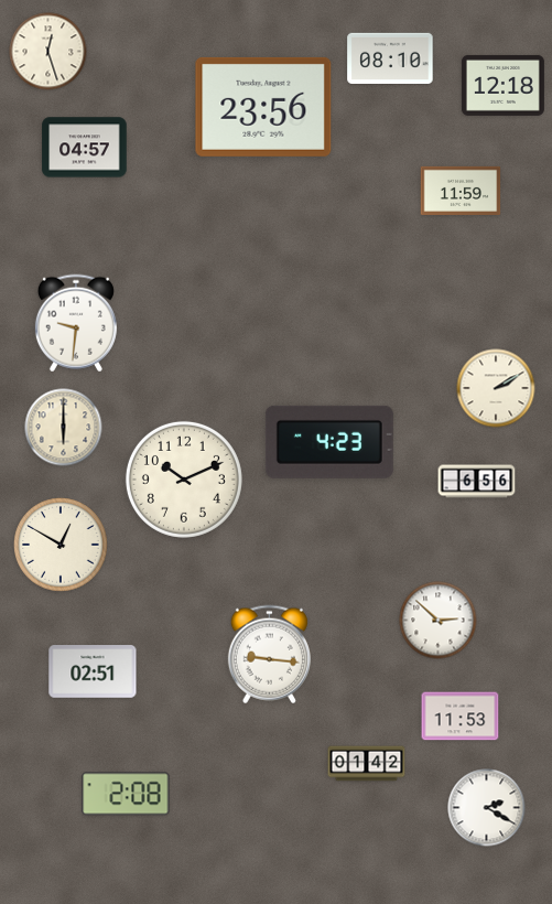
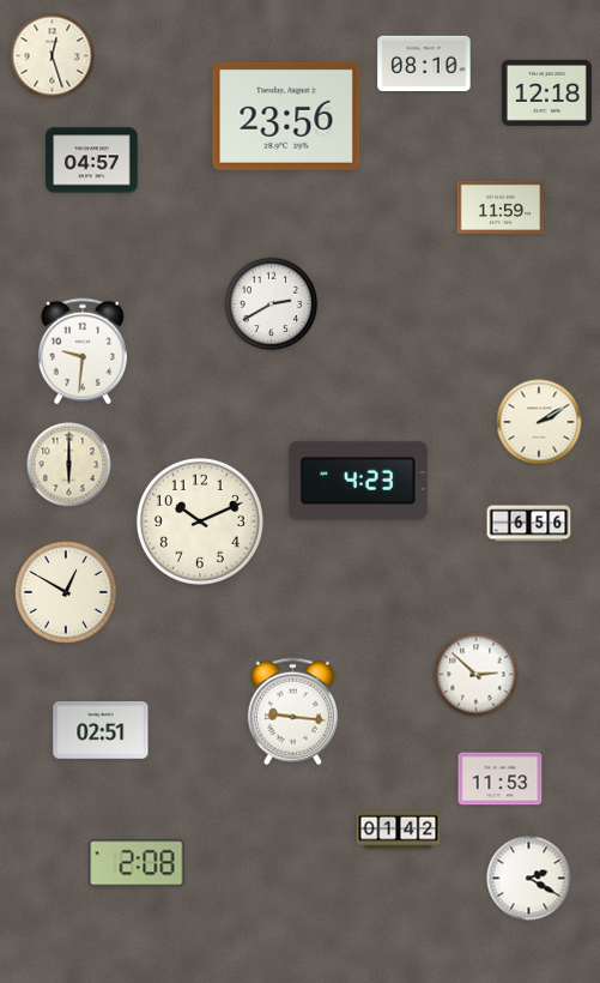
clock at (272, 304): none -> 2:40
clock at (477, 482) position: (477, 482) -> (529, 524)
